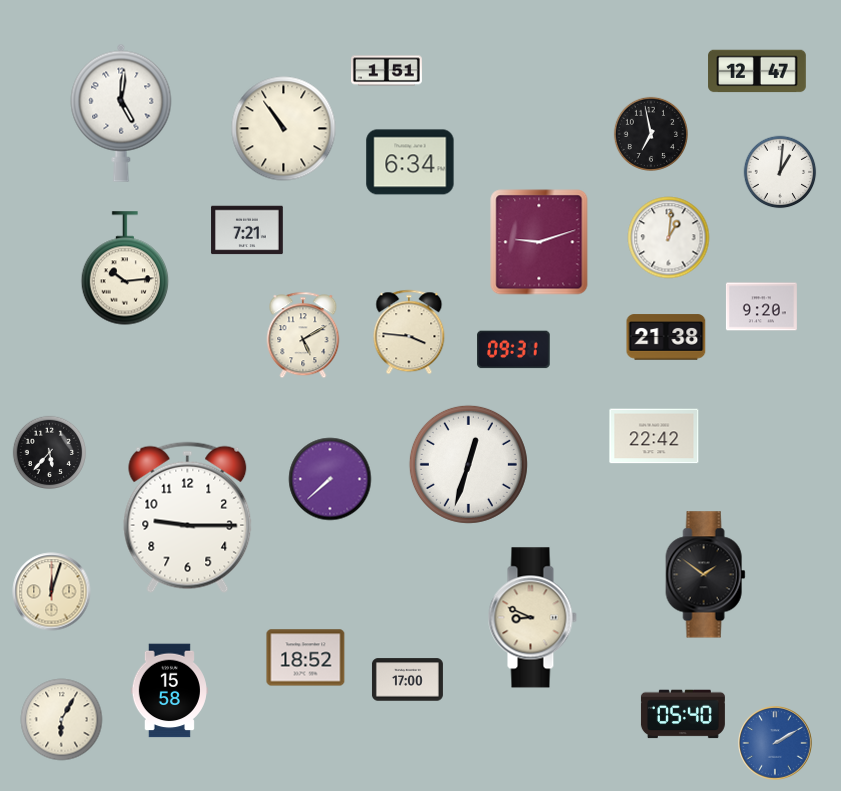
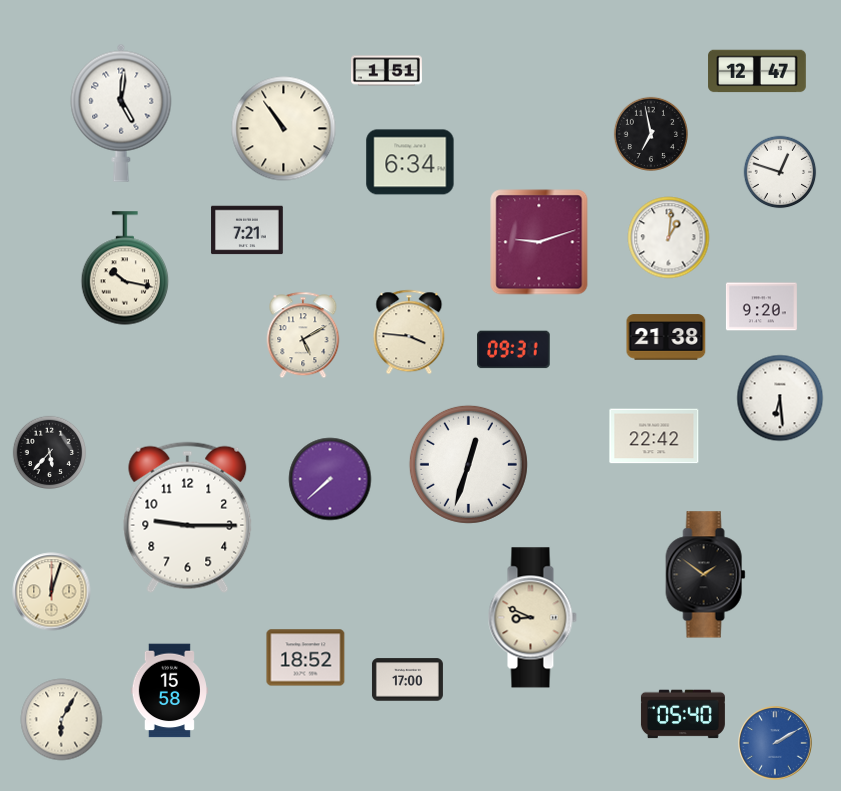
clock at (780, 172): 1:01 -> 12:48
clock at (125, 268): 10:14 -> 10:17
clock at (780, 398): none -> 6:29
